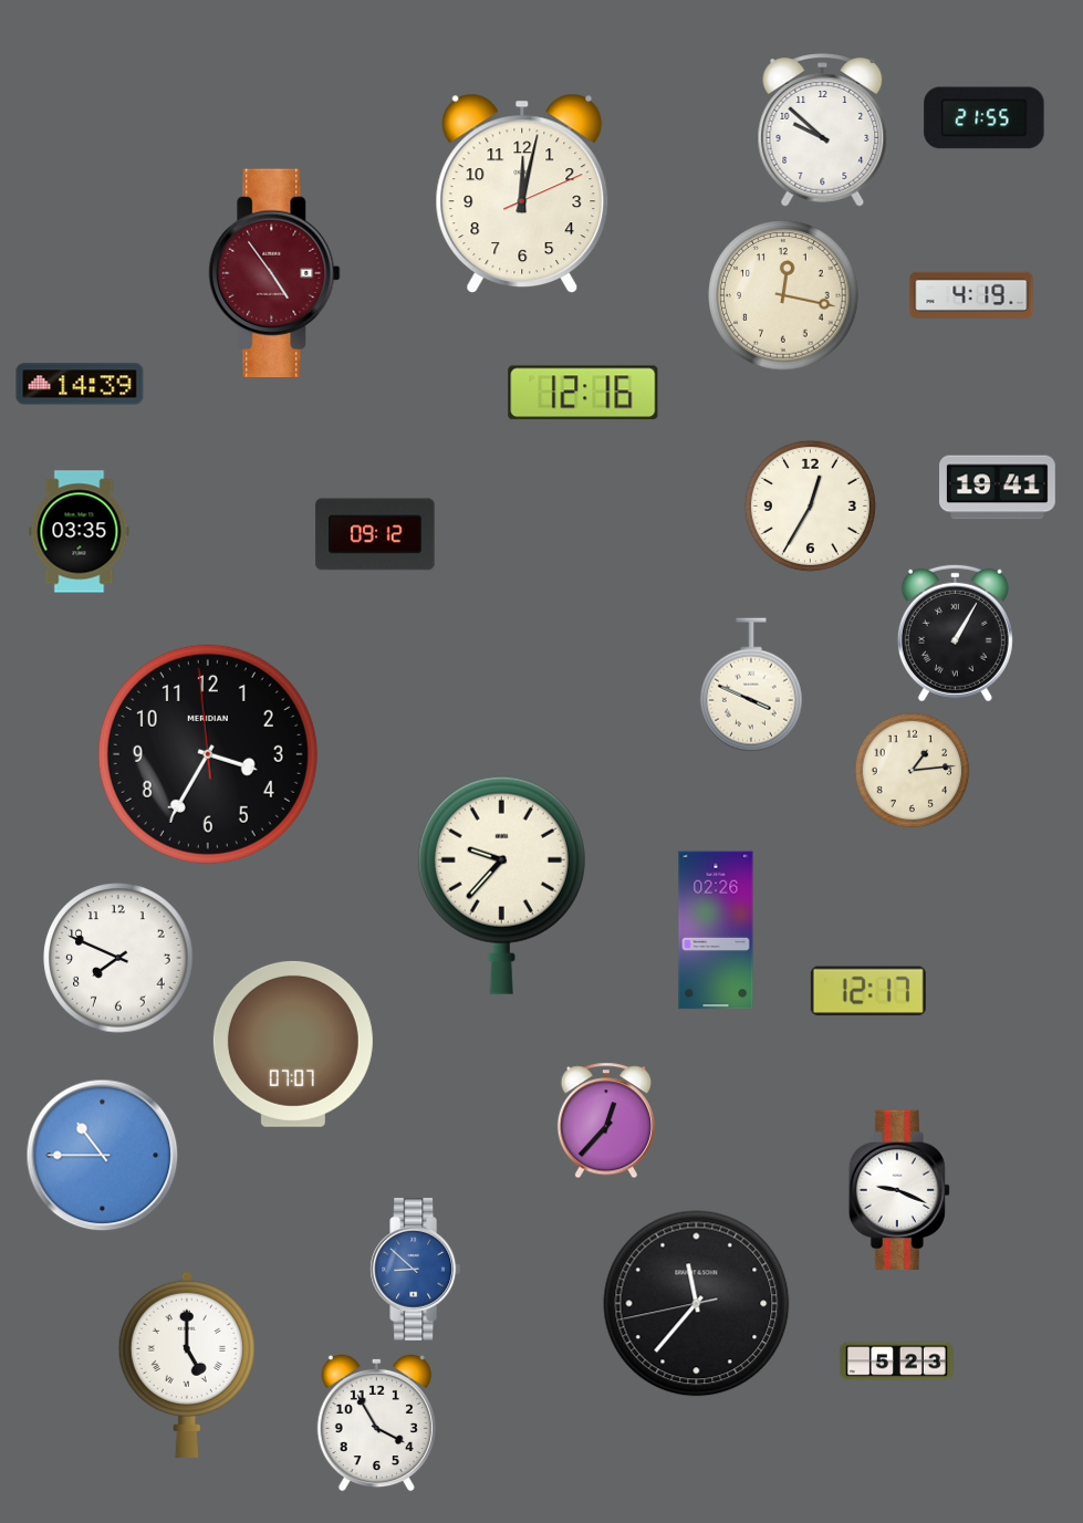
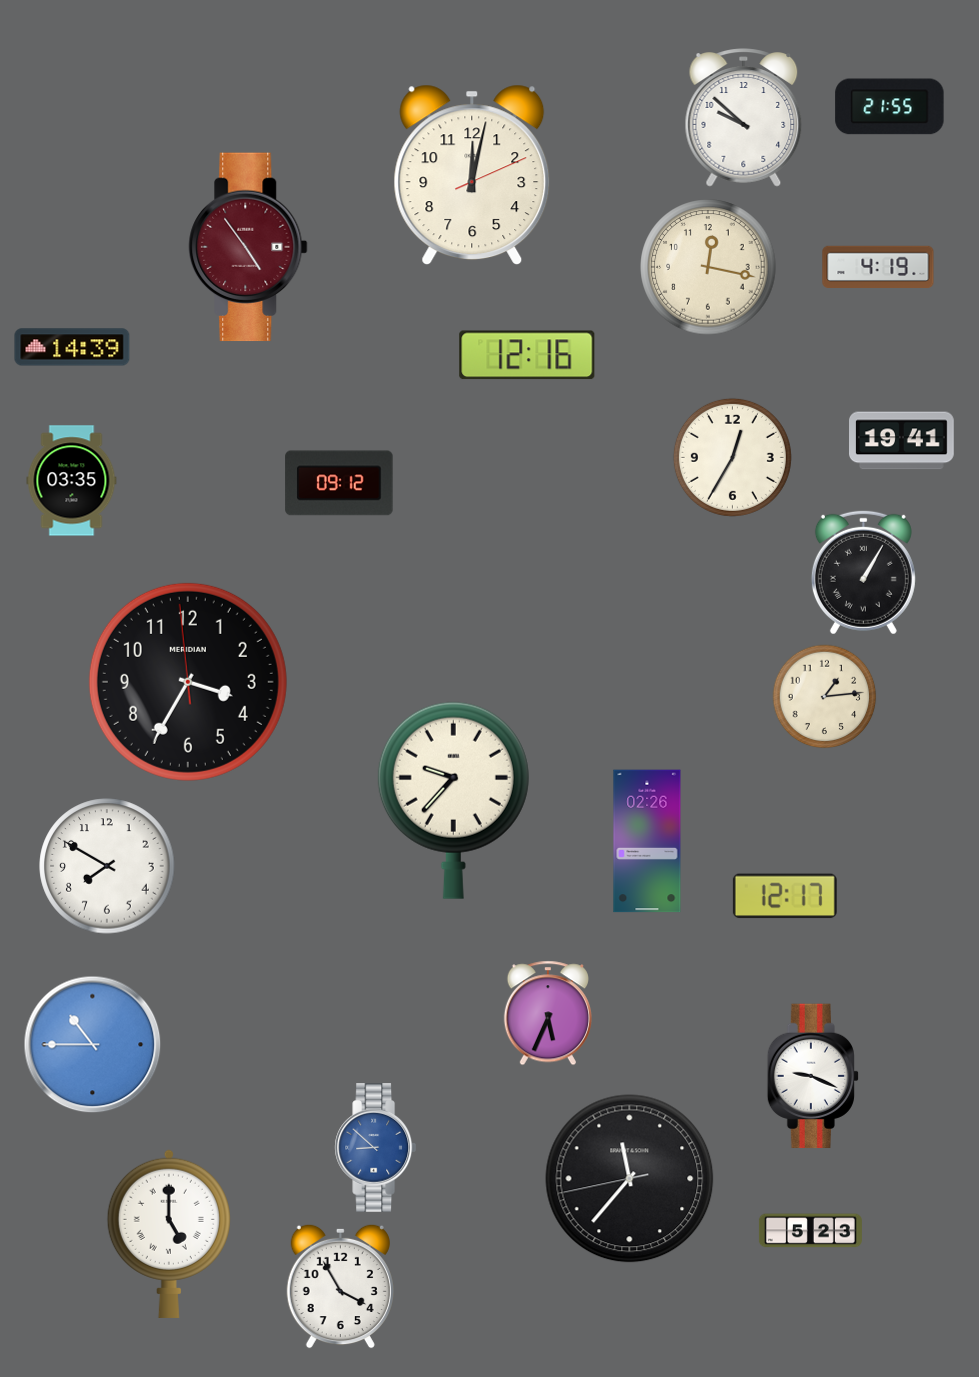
clock at (751, 685): 3:49 -> none
clock at (118, 958): 7:49 -> 7:50
clock at (293, 1044): 07:07 -> none
clock at (606, 1120): 12:37 -> 5:34
